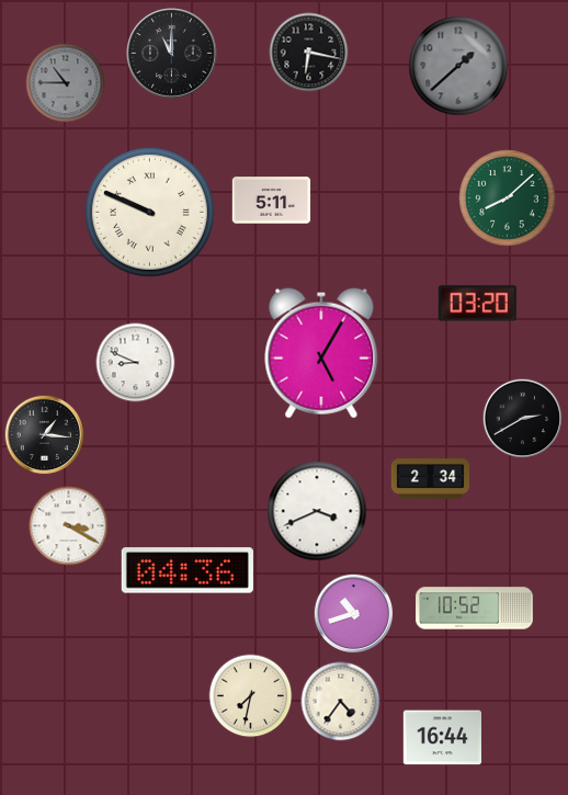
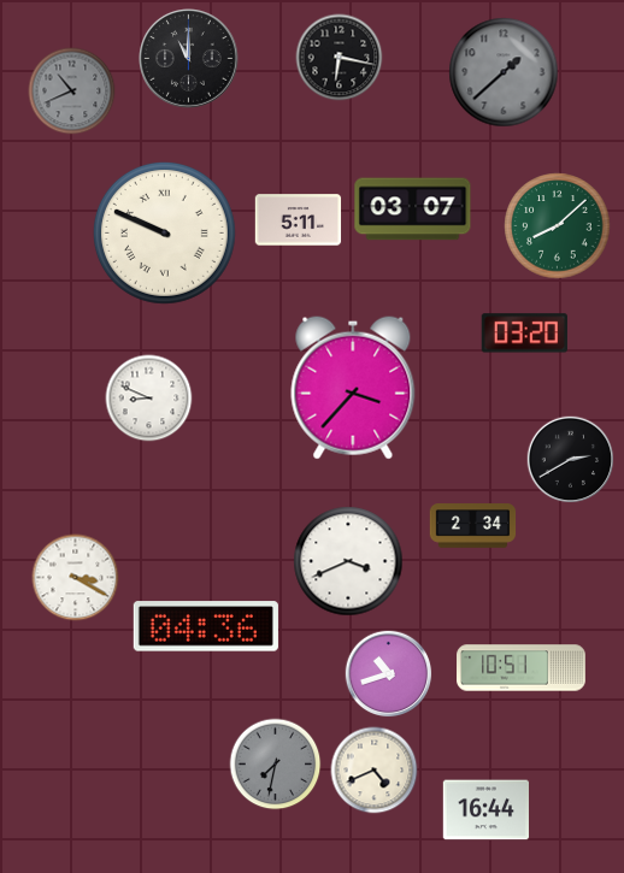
clock at (66, 83): 10:45 -> 10:41
clock at (413, 210): none -> 03:07
clock at (508, 198) position: (508, 198) -> (558, 226)
clock at (321, 353): 5:05 -> 3:37
clock at (523, 419) position: (523, 419) -> (571, 460)
clock at (45, 435): 1:16 -> none
clock at (475, 609): 10:52 -> 10:51
clock at (251, 696) dial: cream -> grey
clock at (341, 702): 4:36 -> 4:41
